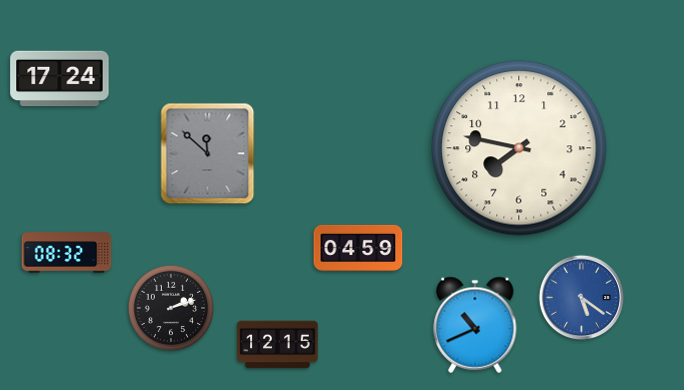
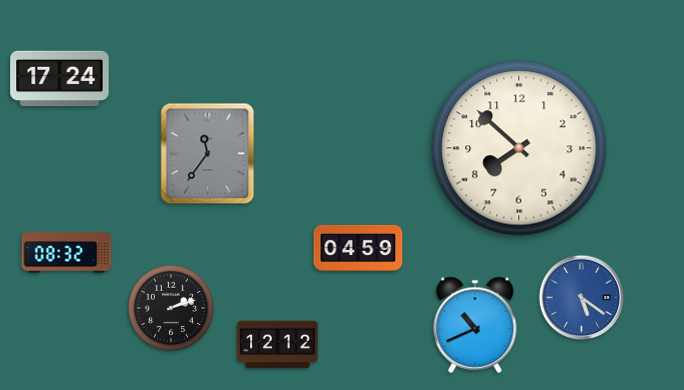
clock at (519, 148): 7:47 -> 7:52
clock at (208, 154): 11:52 -> 11:36
clock at (278, 345): 12:15 -> 12:12
